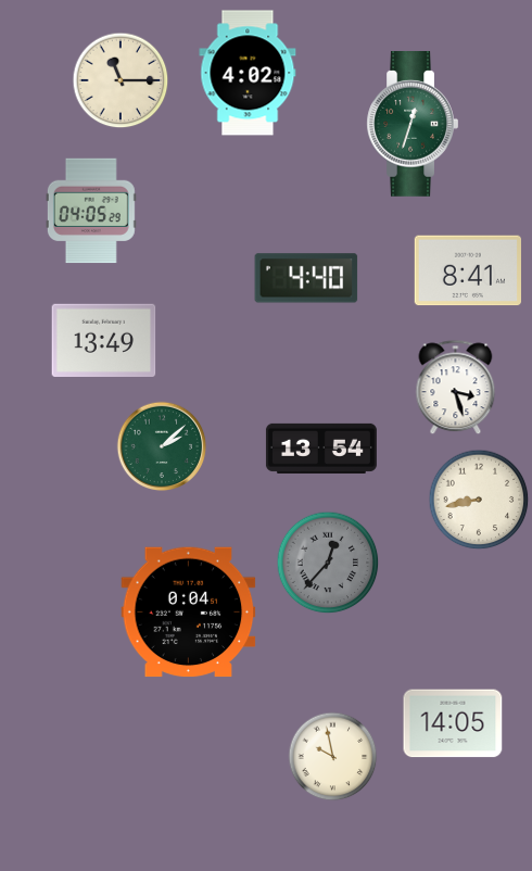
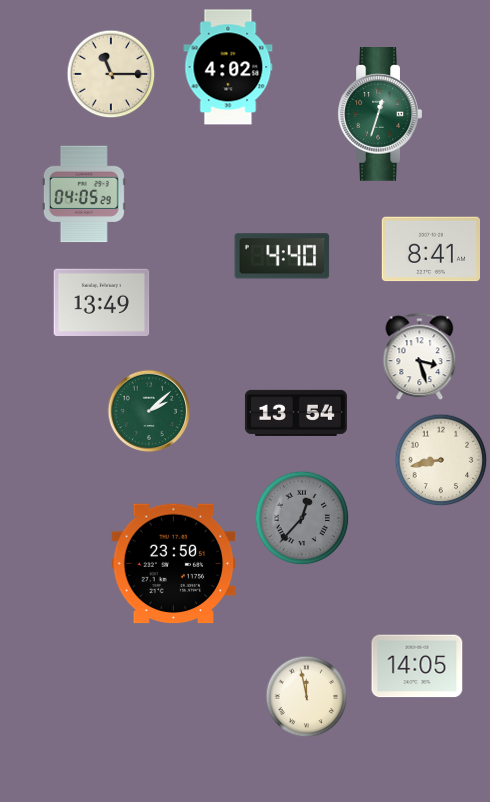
clock at (104, 340) position: (104, 340) -> (102, 302)
clock at (189, 613): 0:04 -> 23:50
clock at (333, 757): 9:58 -> 11:58
